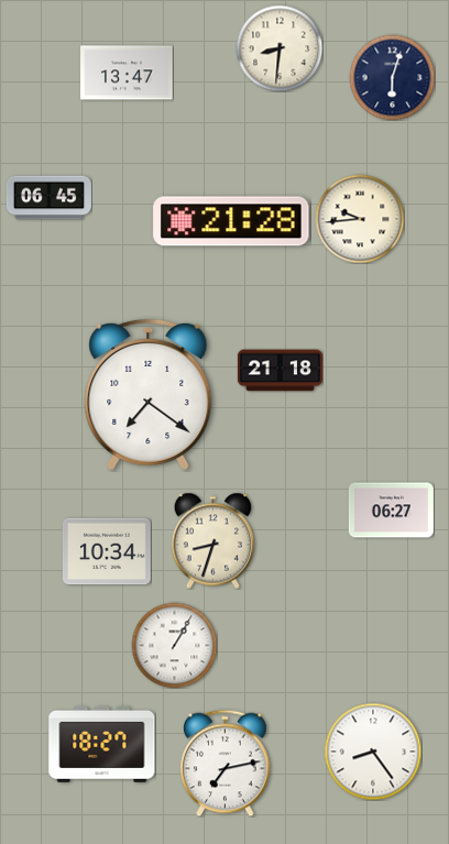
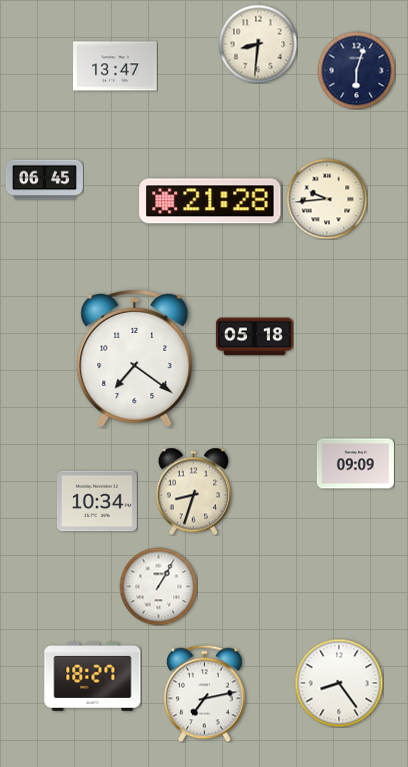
clock at (280, 48) position: (280, 48) -> (258, 44)
clock at (280, 371): 21:18 -> 05:18
clock at (391, 511): 06:27 -> 09:09
